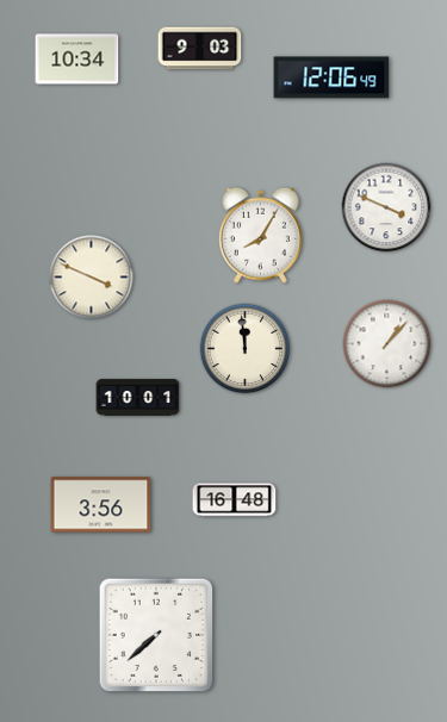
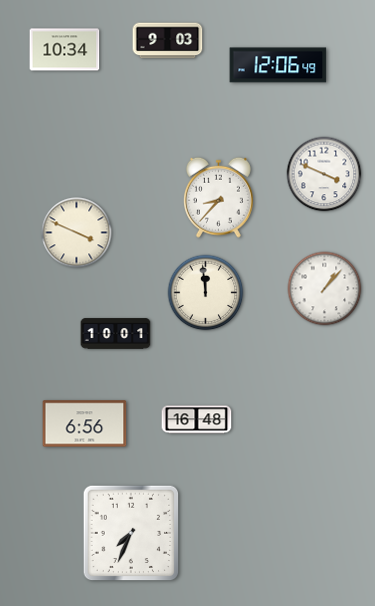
clock at (260, 235): 8:05 -> 8:37
clock at (101, 505): 3:56 -> 6:56
clock at (156, 635): 7:38 -> 7:34
